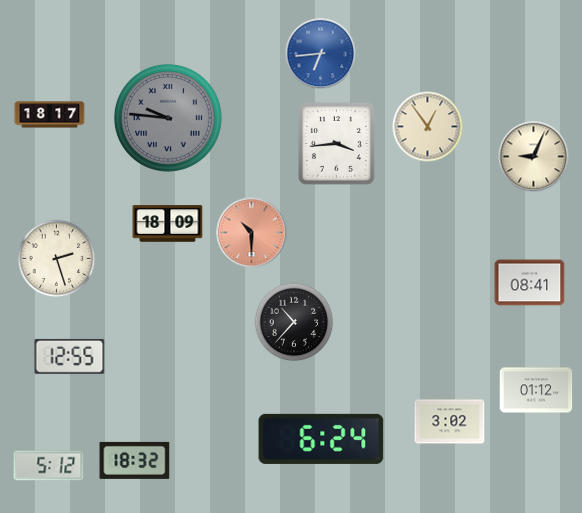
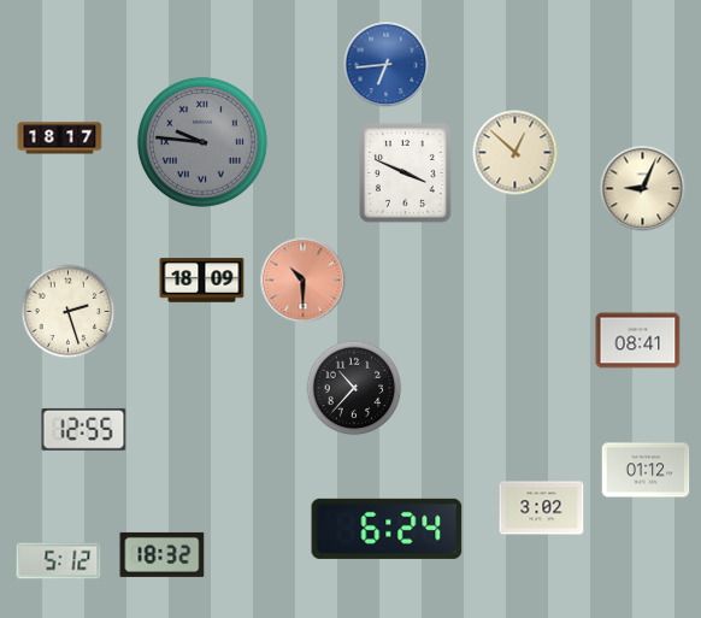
clock at (428, 127): 12:54 -> 12:52
clock at (336, 143): 3:44 -> 3:49
clock at (168, 224) position: (168, 224) -> (202, 281)
